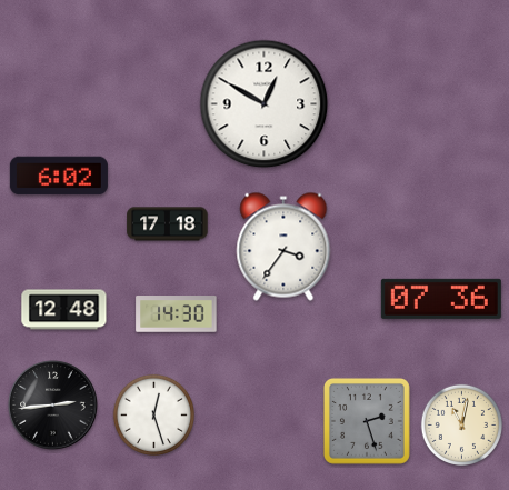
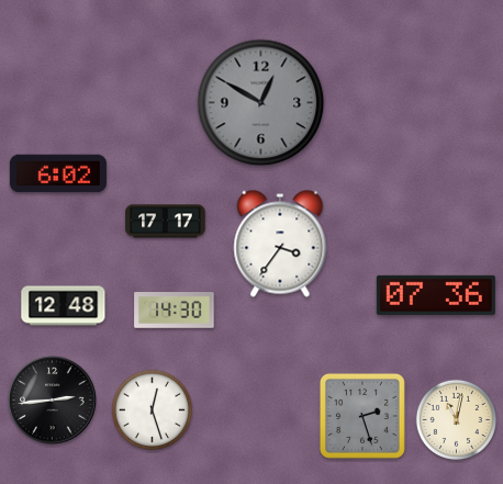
clock at (265, 104) dial: white -> grey
clock at (168, 224): 17:18 -> 17:17
